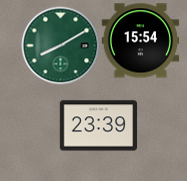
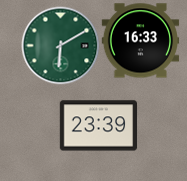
clock at (140, 41): 15:54 -> 16:33
clock at (60, 45): 8:10 -> 6:10
